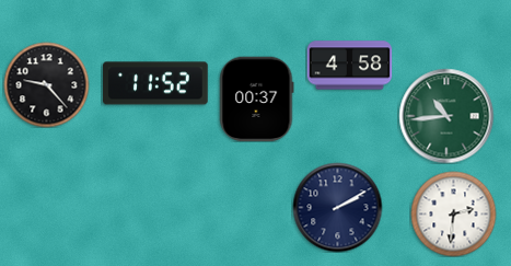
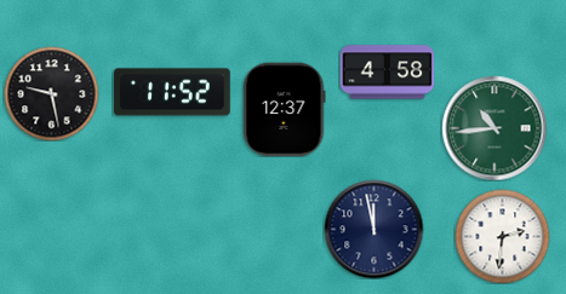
clock at (46, 84): 9:23 -> 9:28
clock at (257, 99): 00:37 -> 12:37
clock at (337, 207): 2:10 -> 11:58
